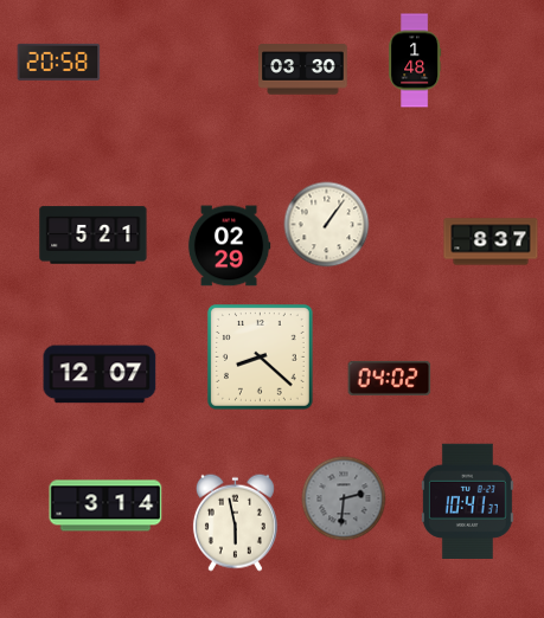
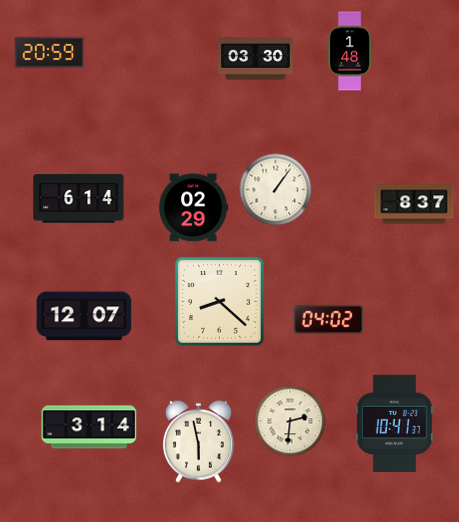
clock at (59, 62): 20:58 -> 20:59
clock at (94, 236): 5:21 -> 6:14
clock at (344, 498) dial: grey -> cream
